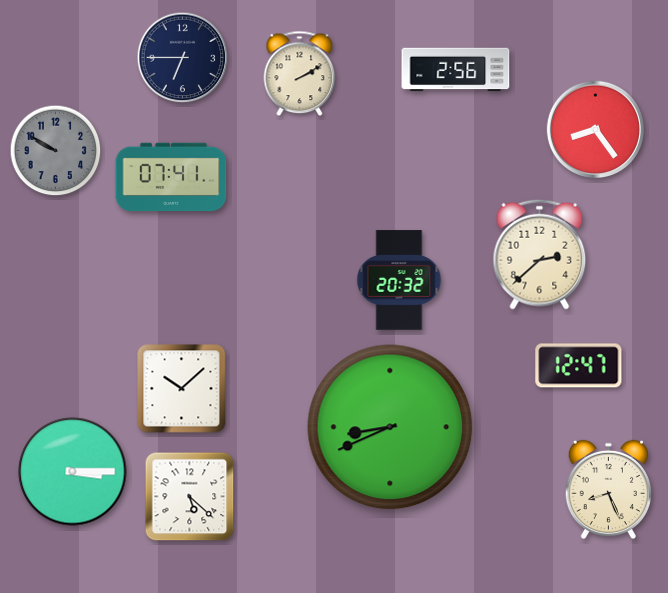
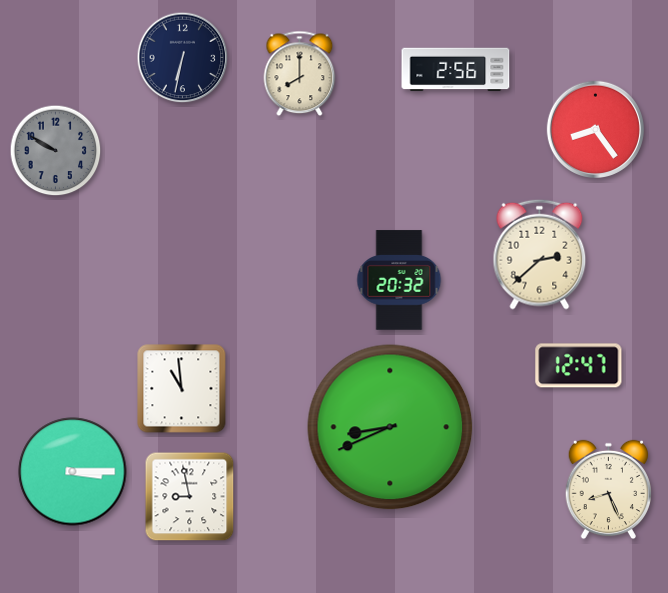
clock at (183, 58): 6:45 -> 6:32
clock at (300, 74): 2:10 -> 8:00
clock at (171, 177): 07:41 -> none
clock at (182, 389): 10:08 -> 10:59
clock at (190, 497): 5:22 -> 8:58
